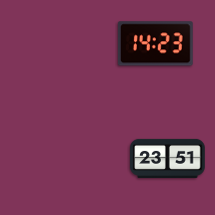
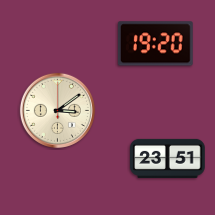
clock at (155, 44): 14:23 -> 19:20
clock at (57, 110): none -> 3:09
